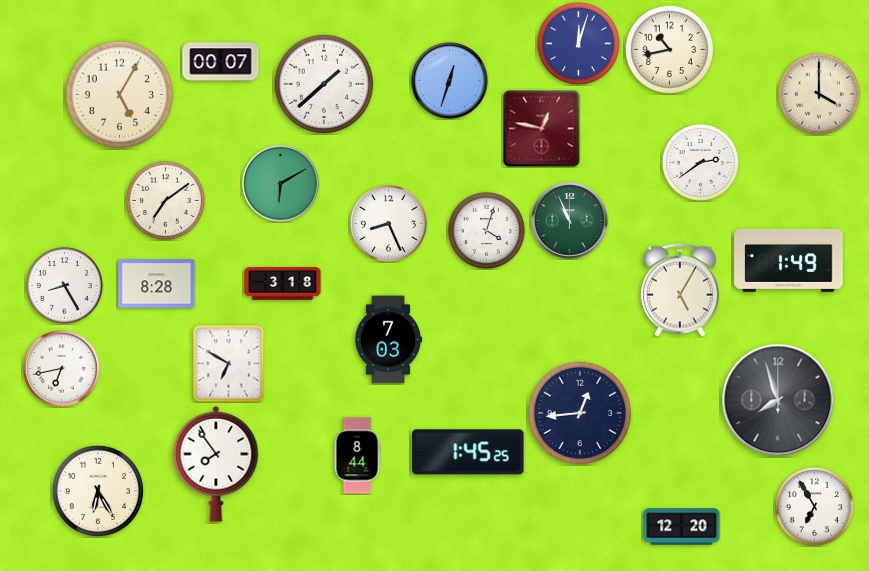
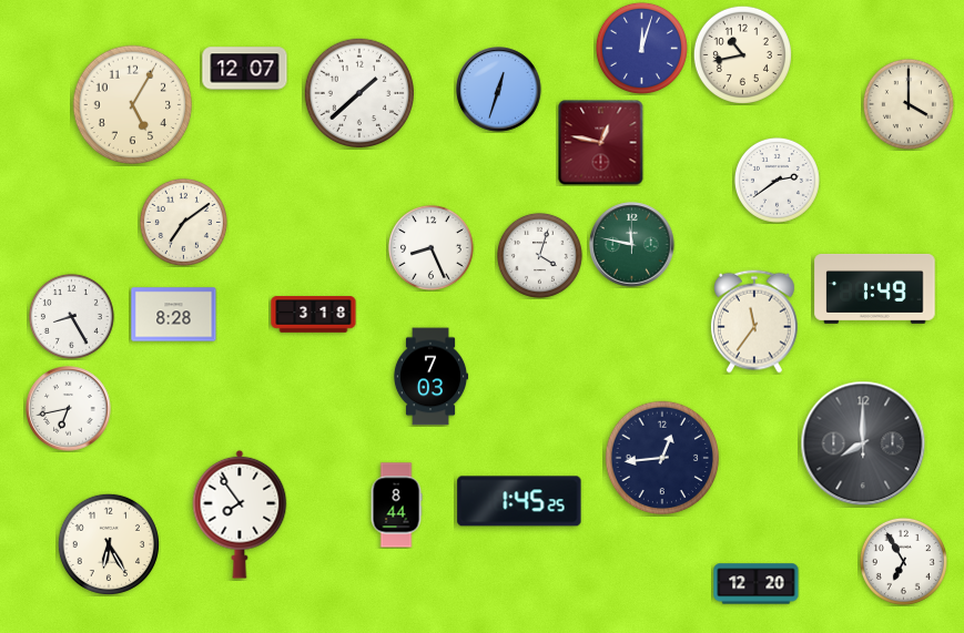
clock at (221, 62): 00:07 -> 12:07
clock at (281, 184): 6:10 -> none
clock at (570, 221): 10:56 -> 11:47
clock at (680, 290): 5:05 -> 11:36
clock at (229, 363): 6:50 -> none
clock at (778, 400): 7:57 -> 8:00
clock at (580, 413) position: (580, 413) -> (662, 458)
